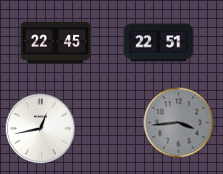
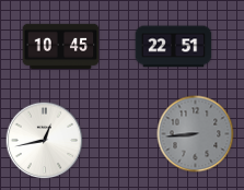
clock at (56, 42): 22:45 -> 10:45
clock at (179, 123): 3:44 -> 8:44
